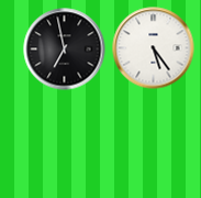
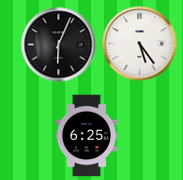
clock at (65, 50): 6:58 -> 6:04
clock at (86, 136): none -> 6:25
